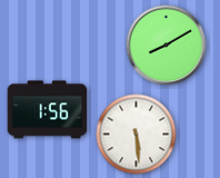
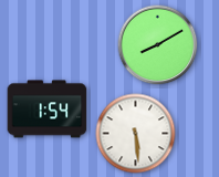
clock at (167, 46) position: (167, 46) -> (158, 45)
clock at (48, 110): 1:56 -> 1:54
